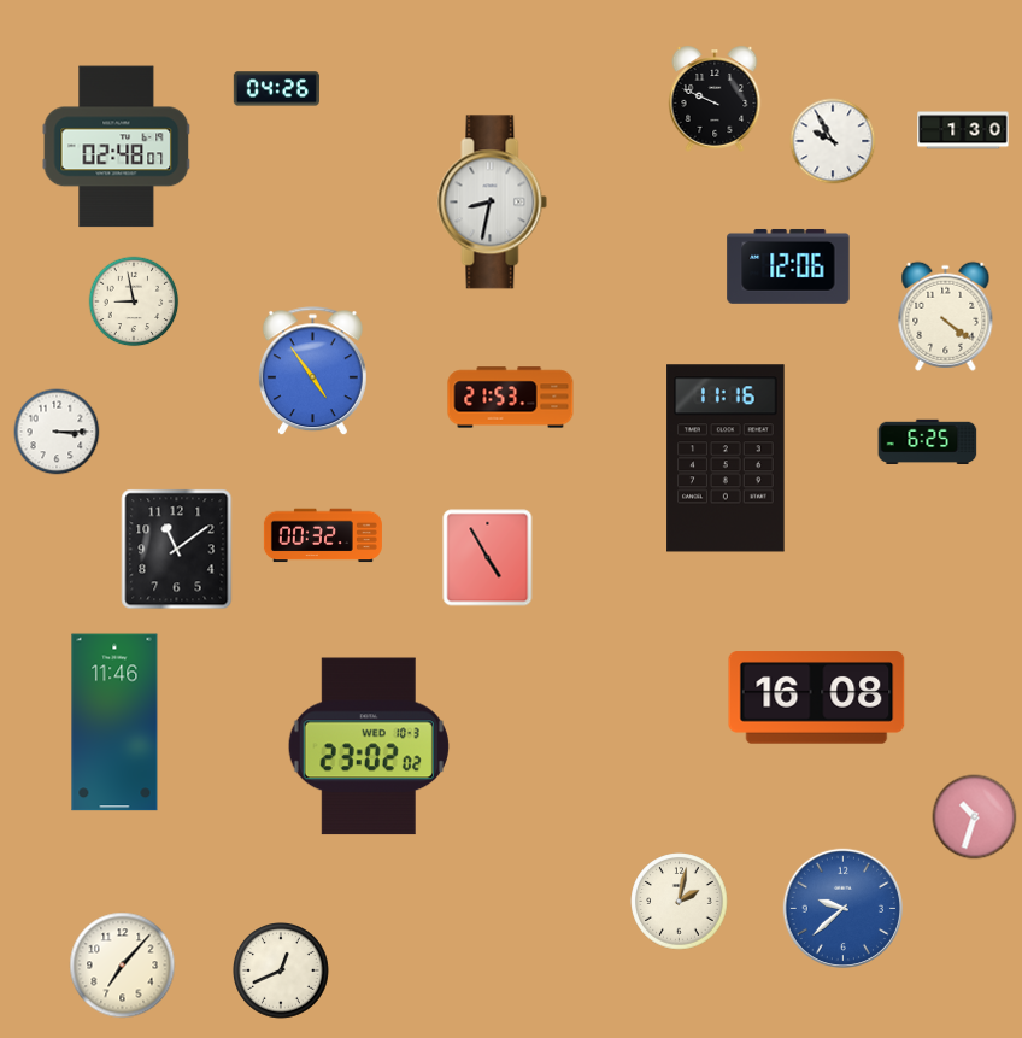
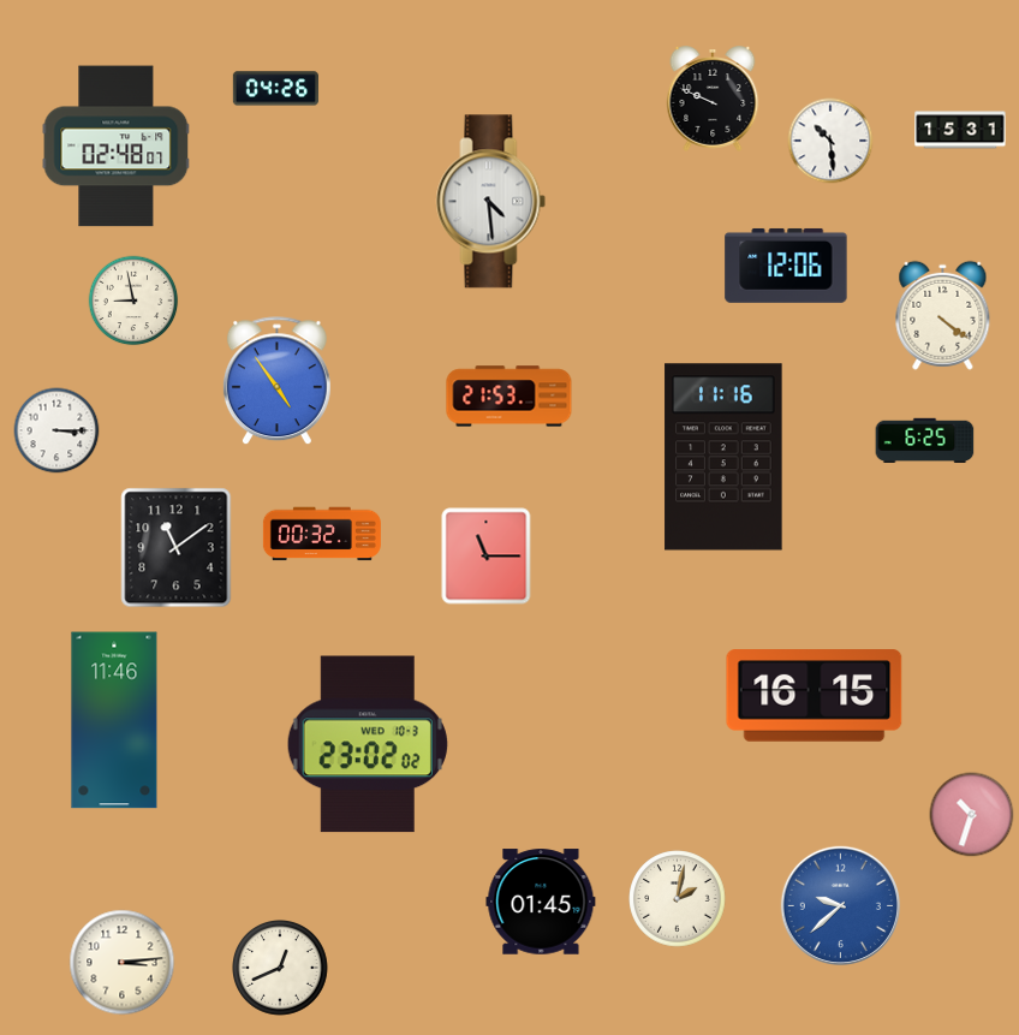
clock at (963, 130): 1:30 -> 15:31
clock at (833, 141): 9:55 -> 10:29
clock at (493, 203): 8:32 -> 4:29
clock at (312, 371) position: (312, 371) -> (276, 381)
clock at (488, 558): 4:55 -> 11:15
clock at (817, 698): 16:08 -> 16:15
clock at (541, 902): none -> 01:45
clock at (123, 966): 7:07 -> 3:14
